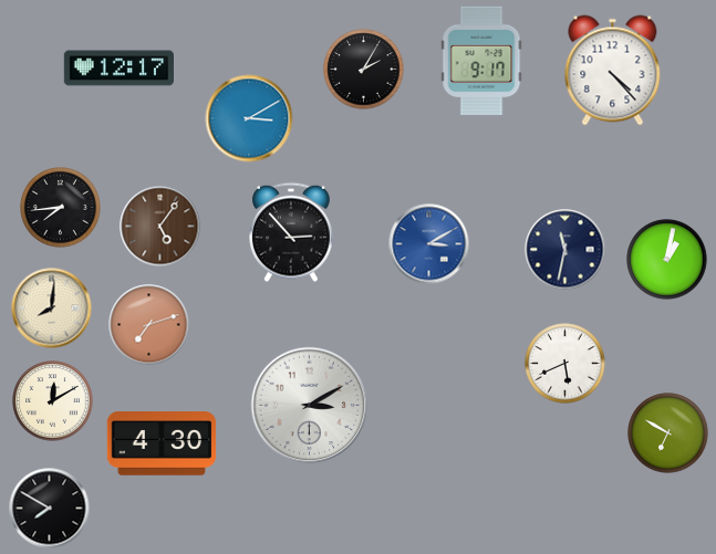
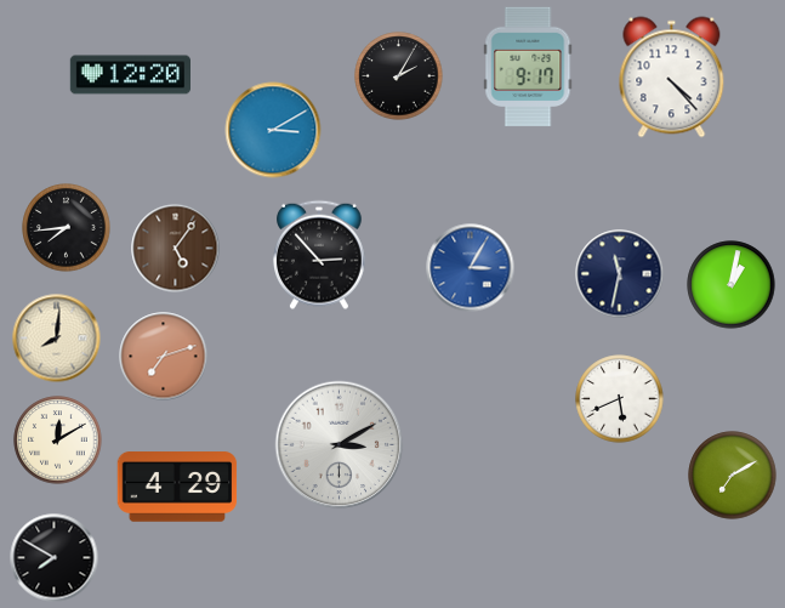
clock at (118, 69): 12:17 -> 12:20
clock at (429, 244): 3:10 -> 3:05
clock at (668, 433): 6:50 -> 7:10
clock at (162, 443): 4:30 -> 4:29
